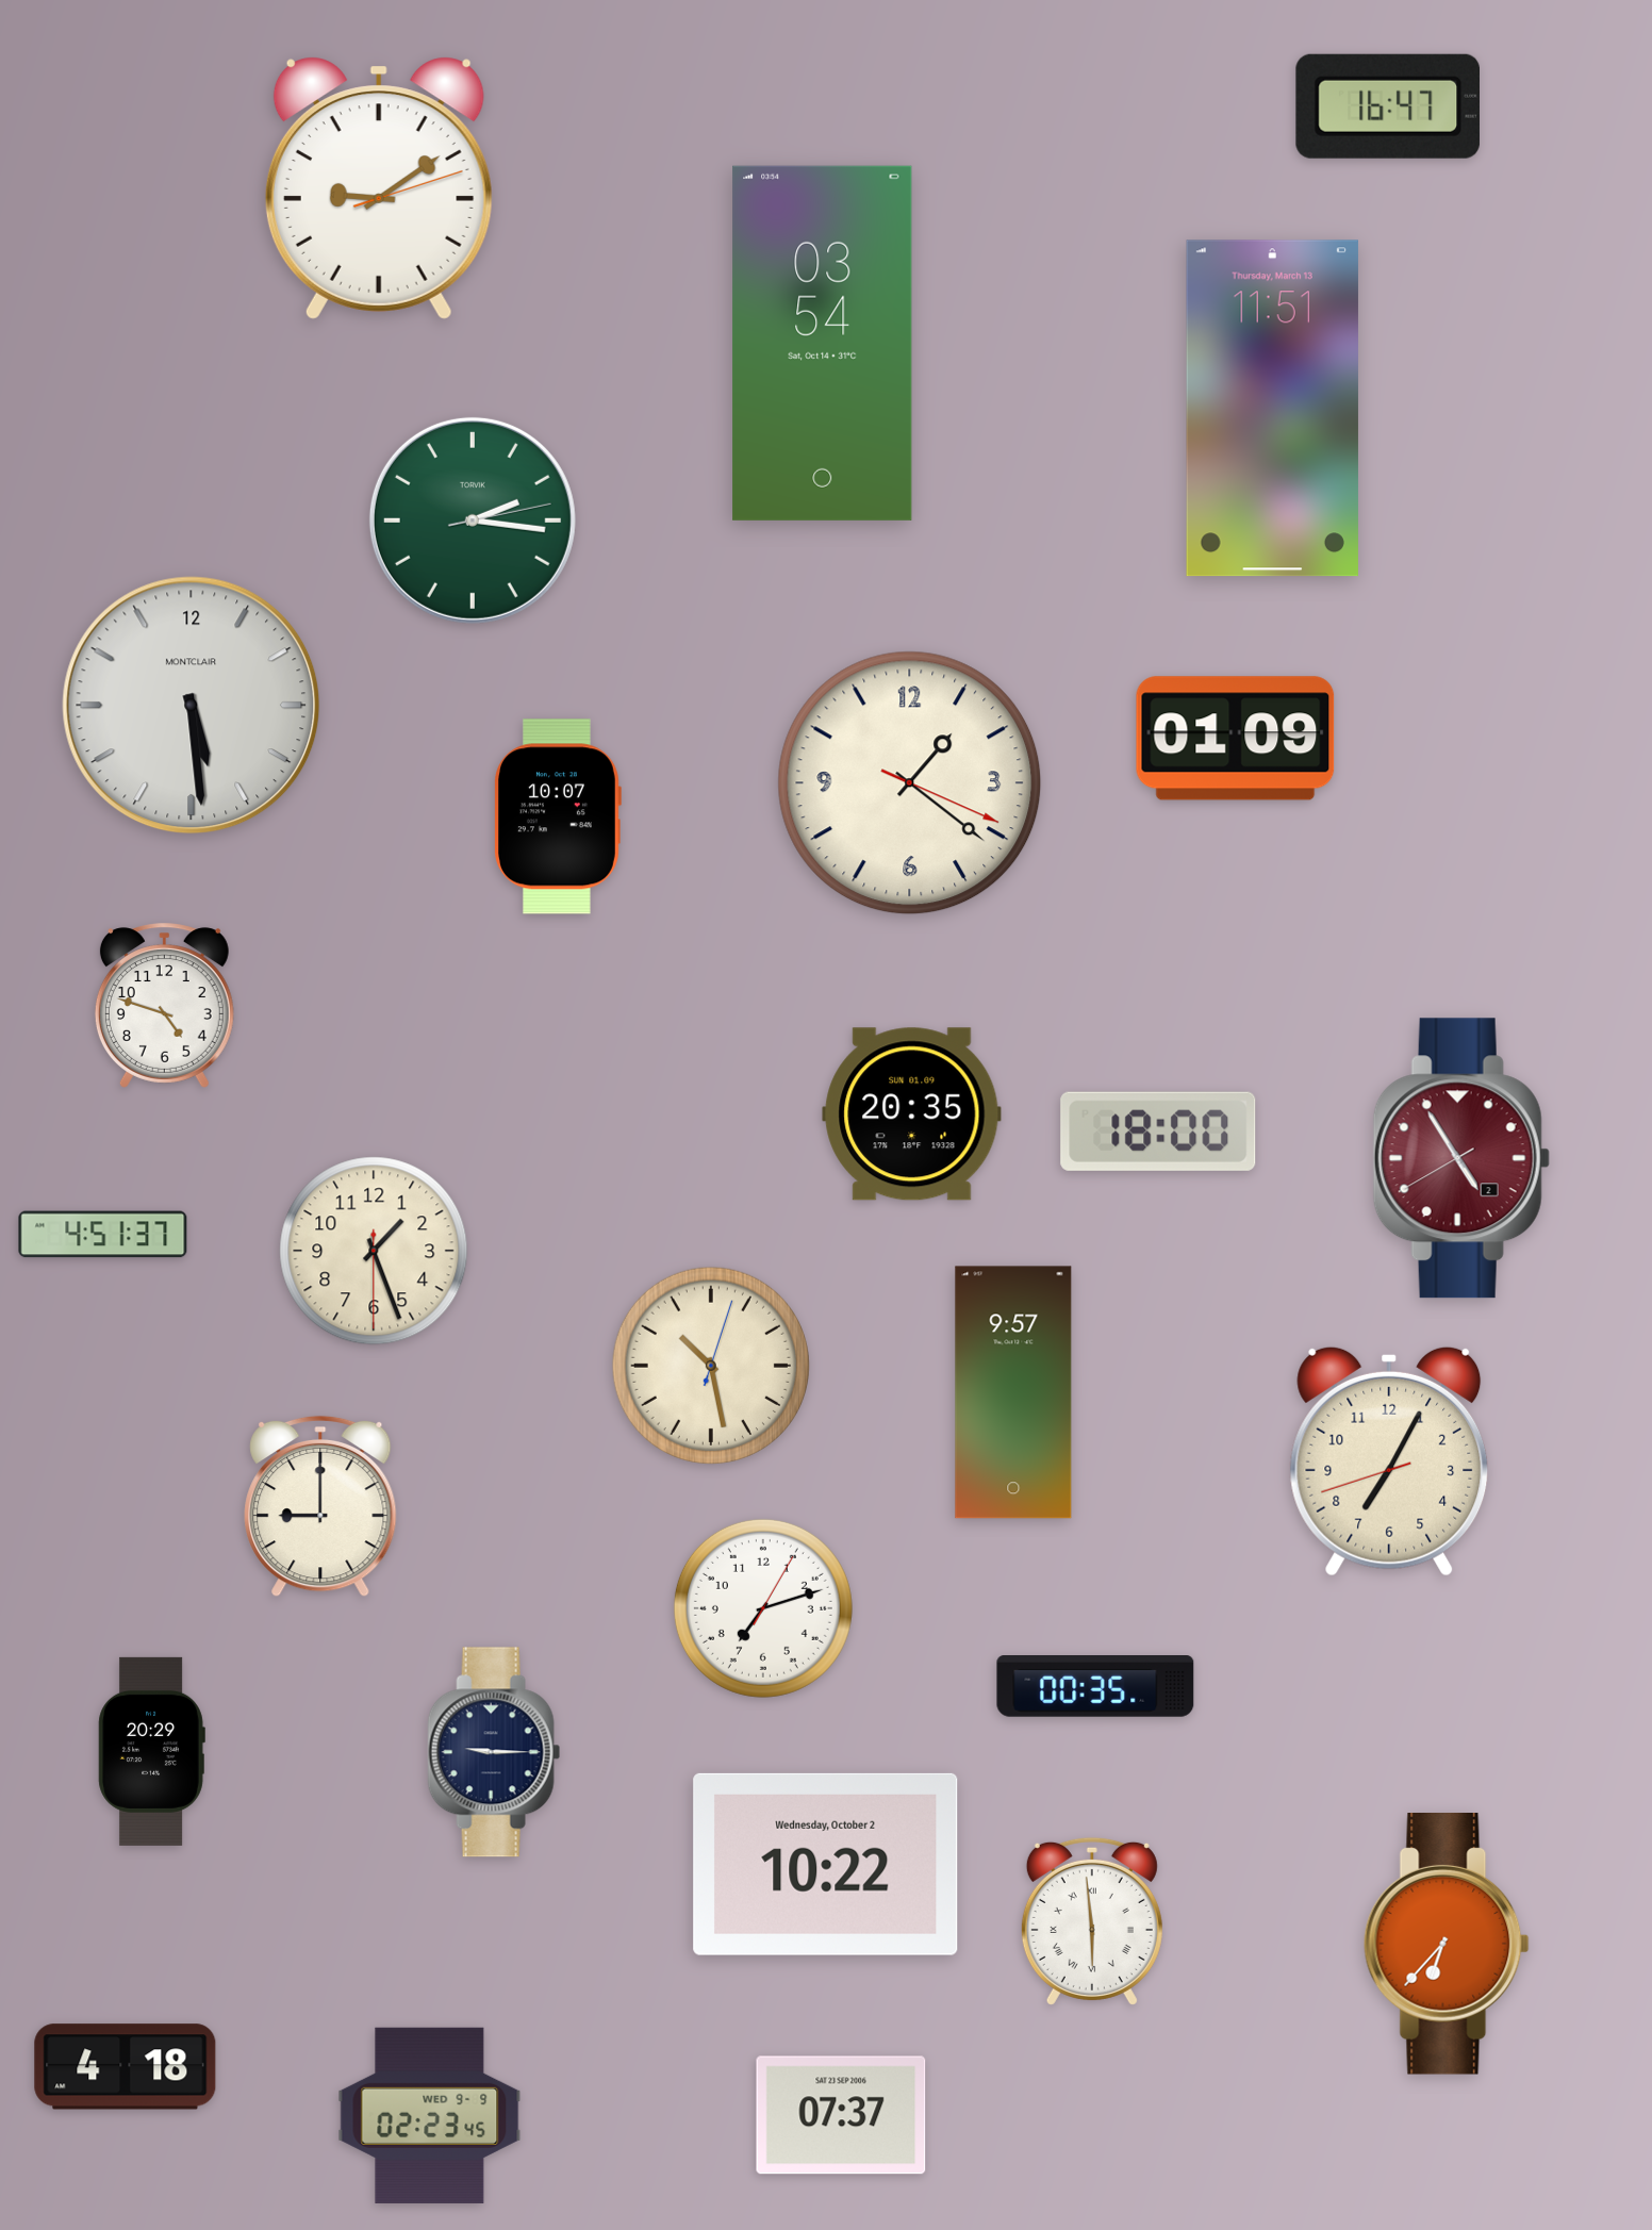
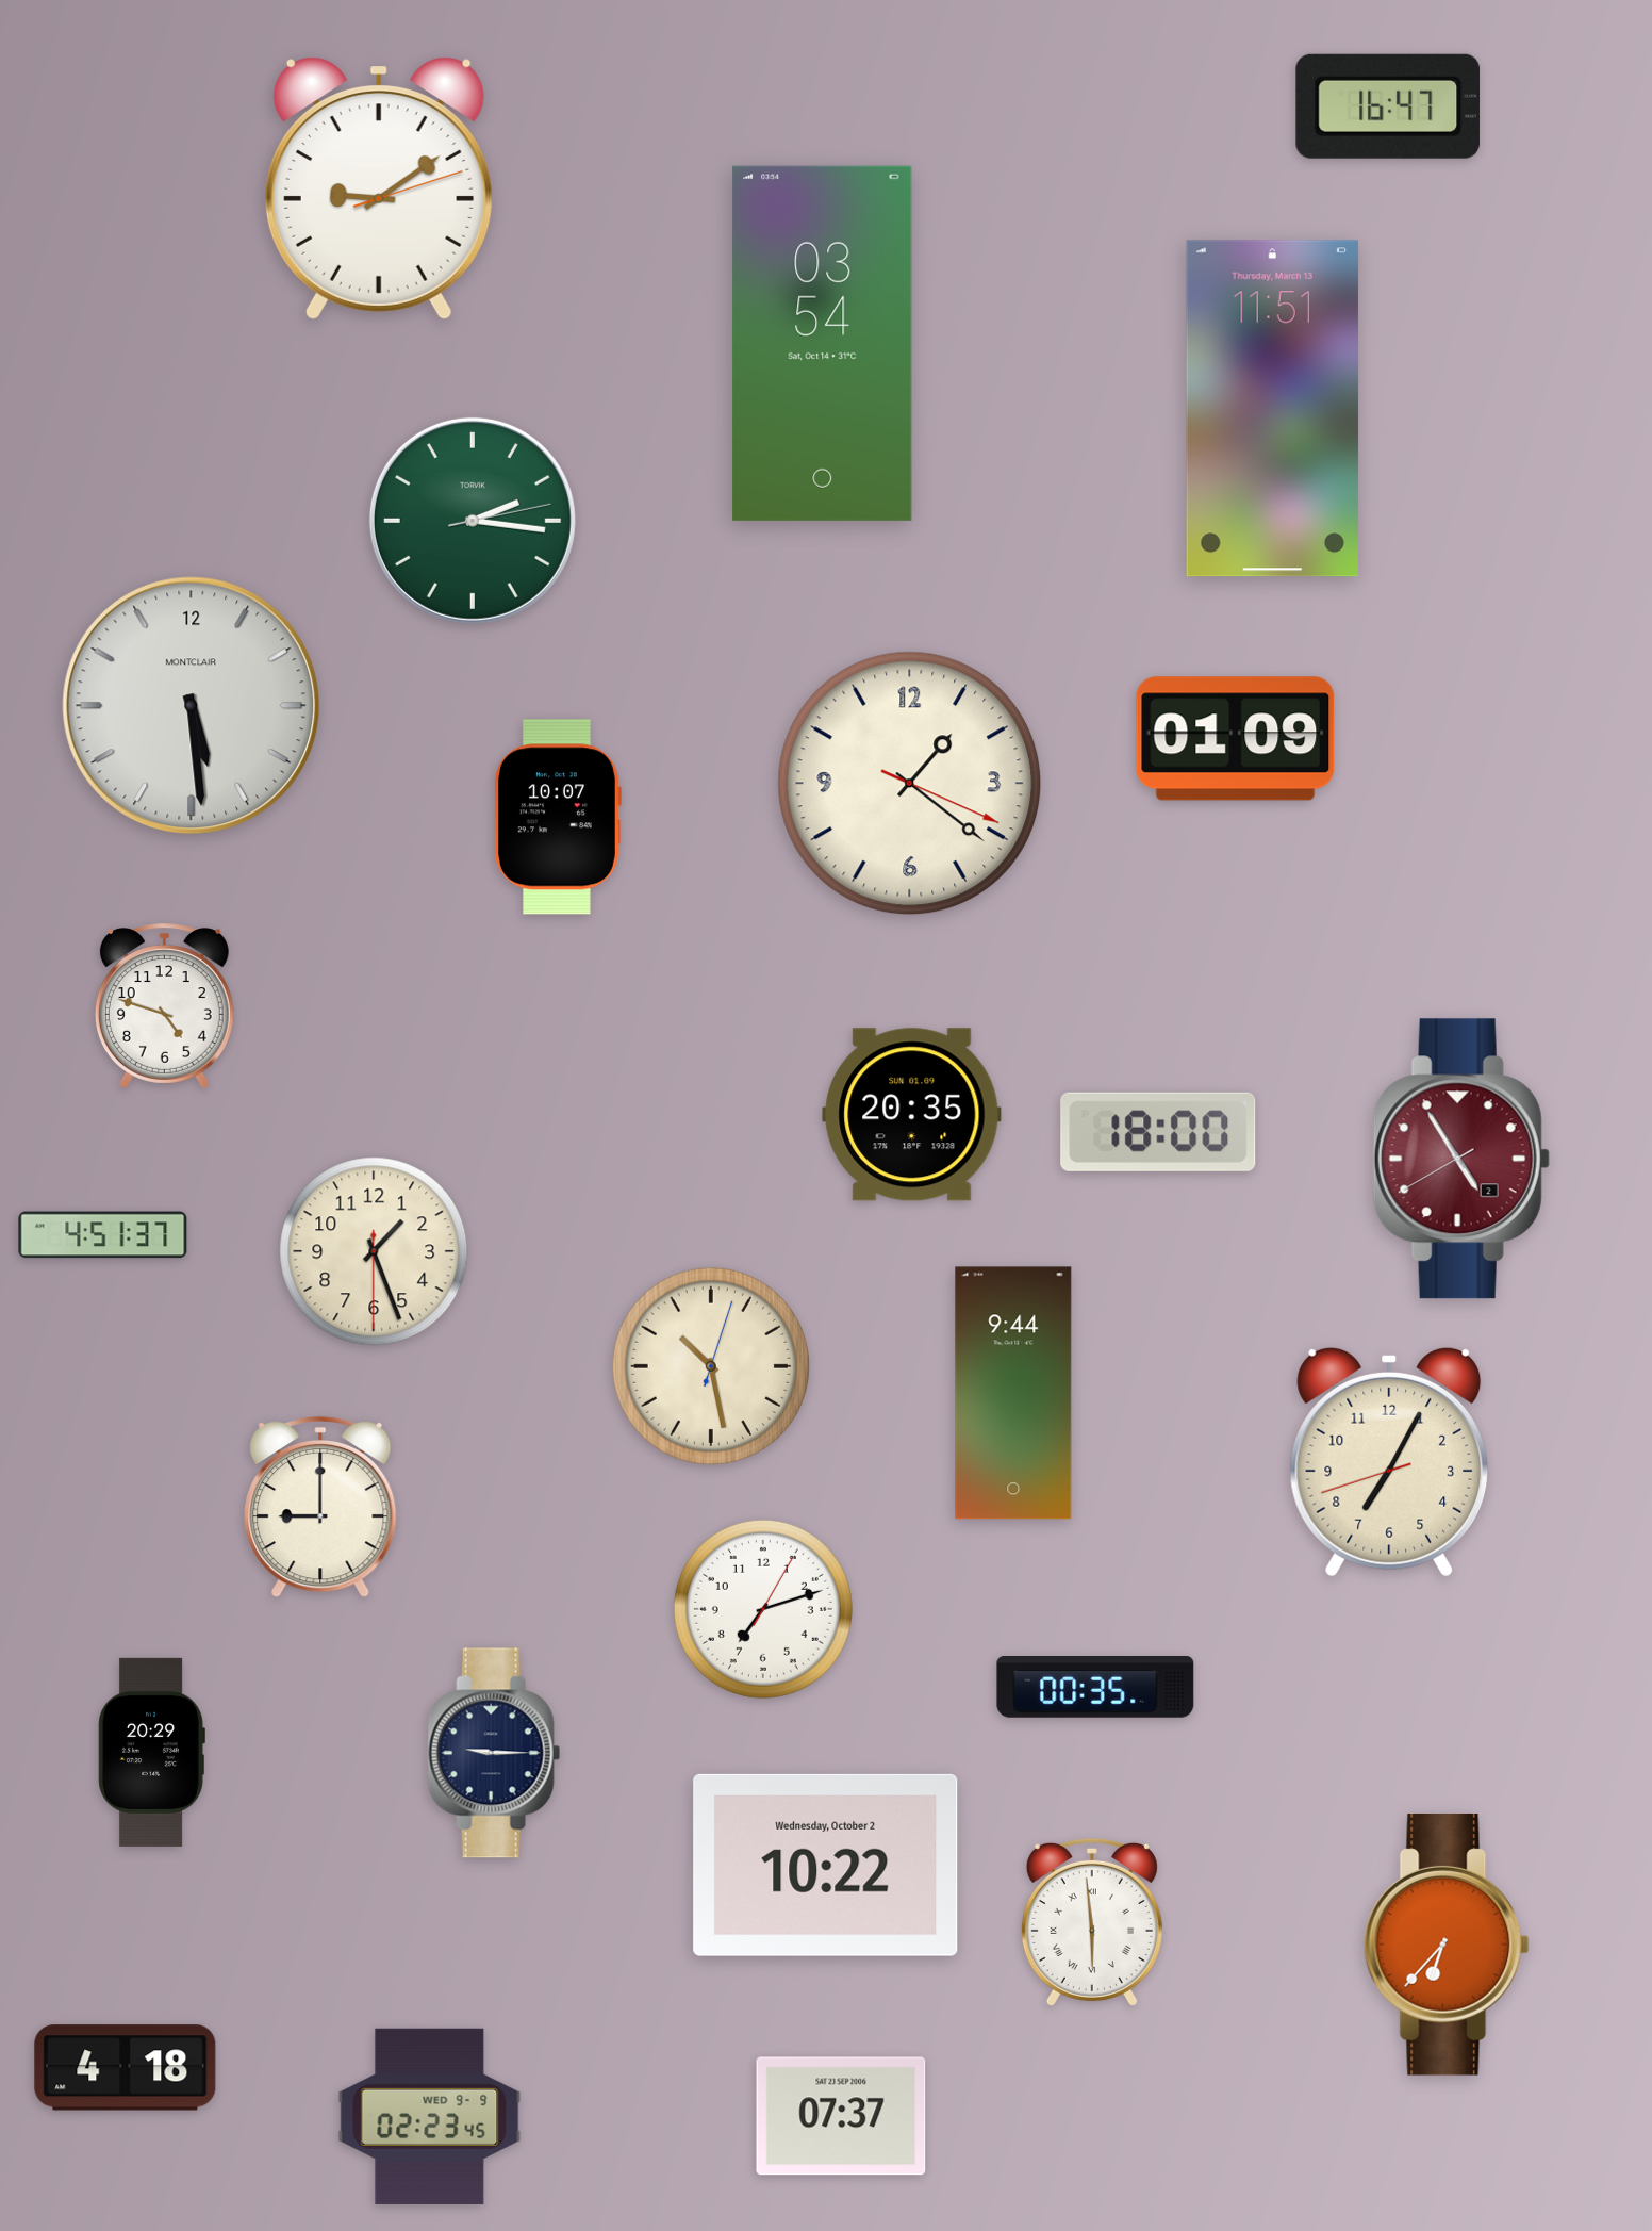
clock at (1013, 1392): 9:57 -> 9:44
